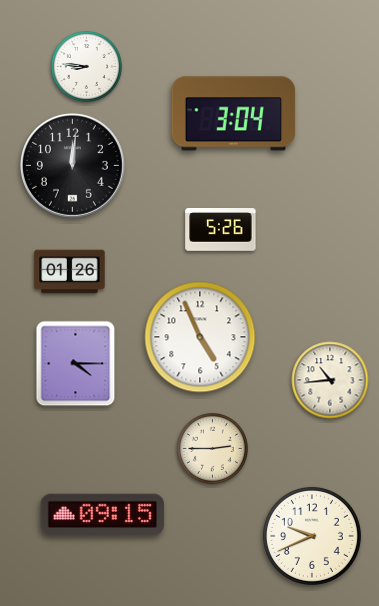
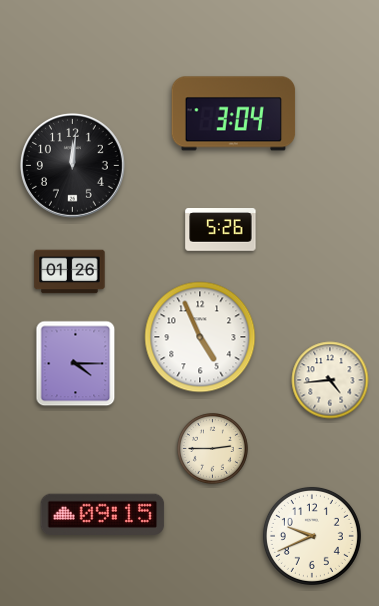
clock at (86, 66): 8:46 -> none
clock at (330, 380): 10:44 -> 4:44
